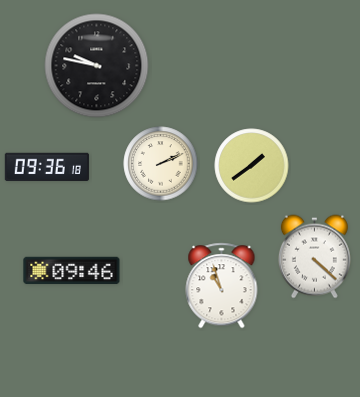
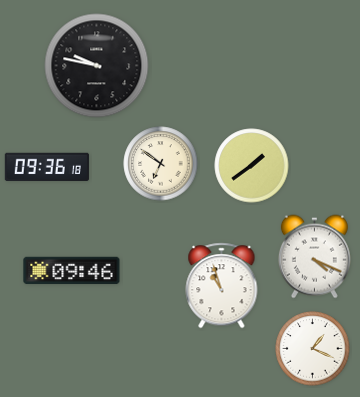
clock at (161, 164): 2:11 -> 6:51
clock at (314, 257): 4:22 -> 4:19
clock at (313, 349): none -> 1:19
